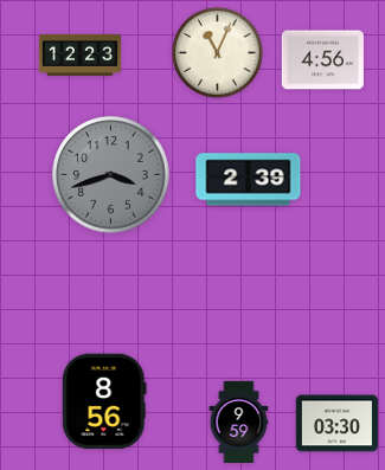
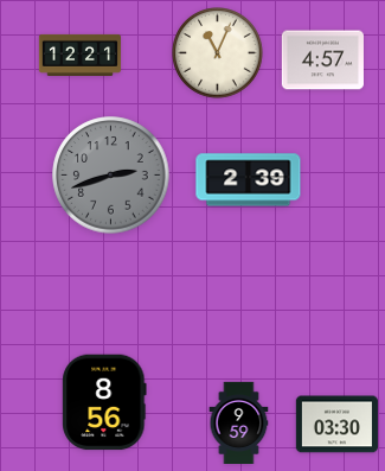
clock at (79, 54): 12:23 -> 12:21
clock at (322, 60): 4:56 -> 4:57
clock at (111, 175): 3:42 -> 2:42
